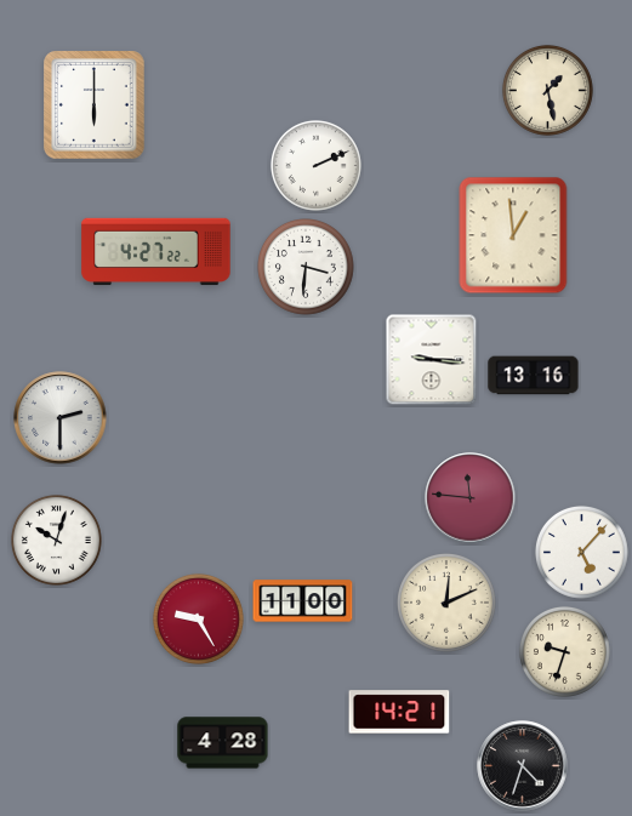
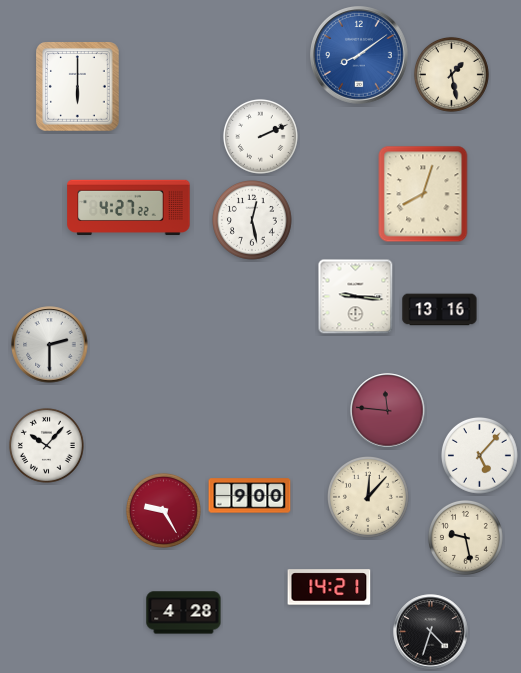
clock at (360, 56): none -> 8:09
clock at (513, 235): 12:59 -> 8:03
clock at (307, 268): 3:31 -> 12:28
clock at (56, 540): 10:03 -> 10:07
clock at (303, 601): 11:00 -> 9:00
clock at (448, 604): 12:11 -> 12:07
clock at (564, 651): 9:33 -> 9:28
